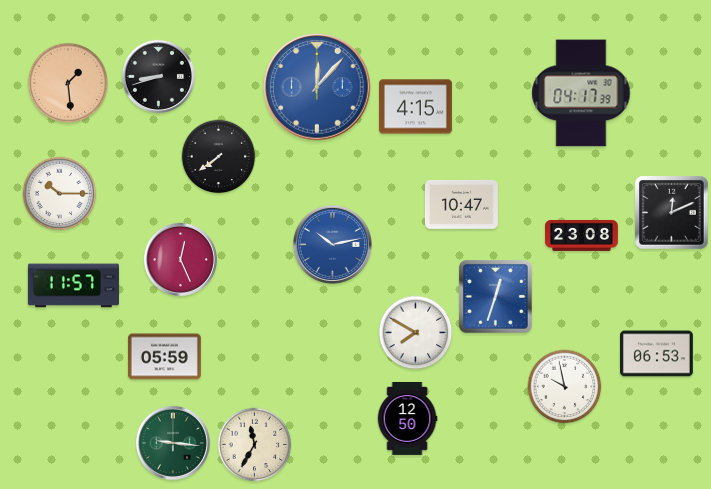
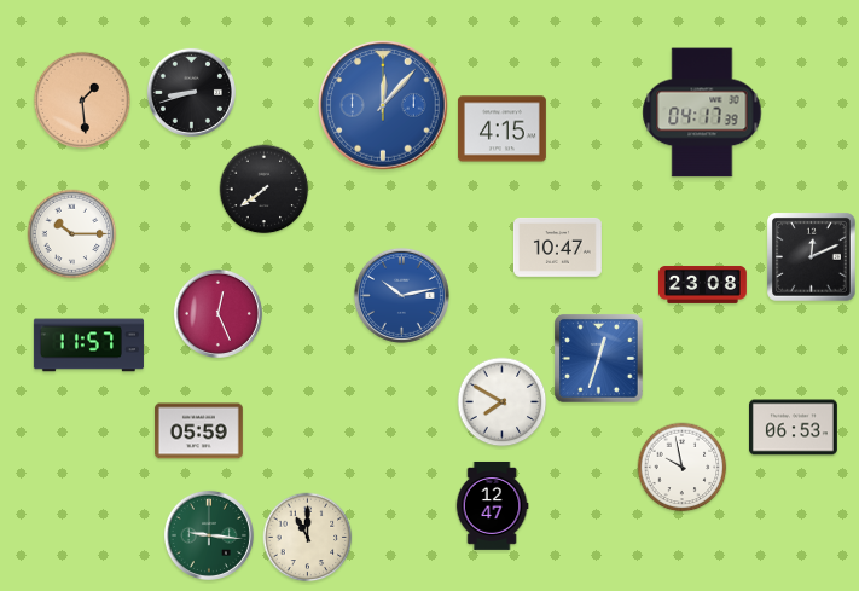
clock at (407, 418): 12:50 -> 12:47
clock at (255, 445): 11:35 -> 11:00
